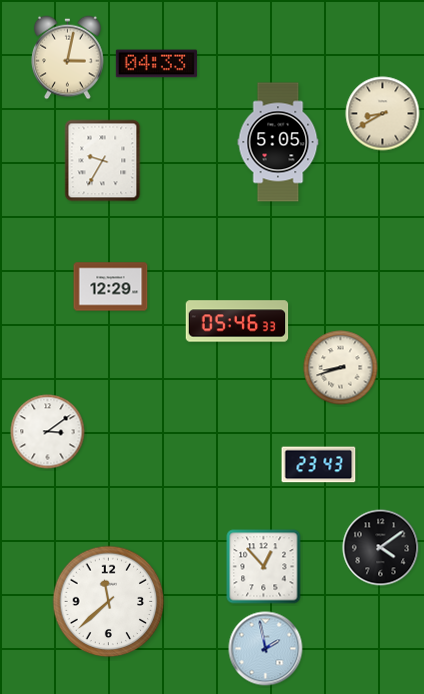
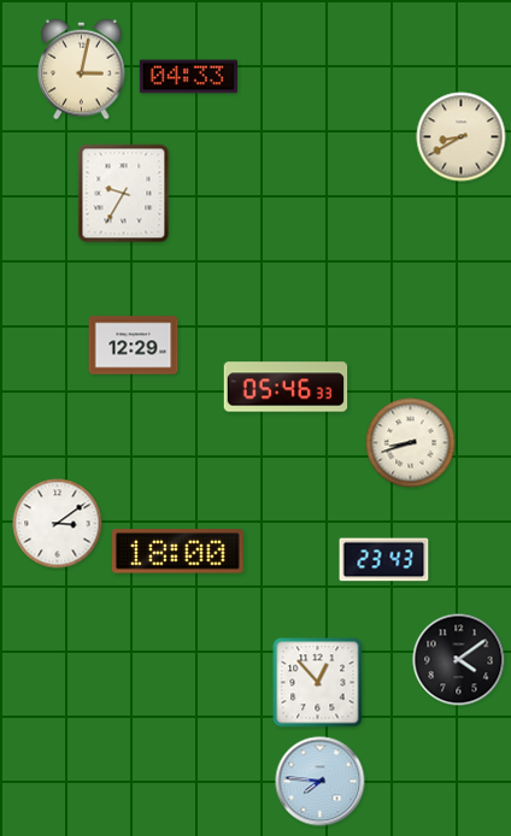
clock at (278, 142): 5:05 -> none
clock at (48, 432) position: (48, 432) -> (58, 524)
clock at (177, 552): none -> 18:00
clock at (109, 602): 11:38 -> none
clock at (266, 649): 1:58 -> 7:46
